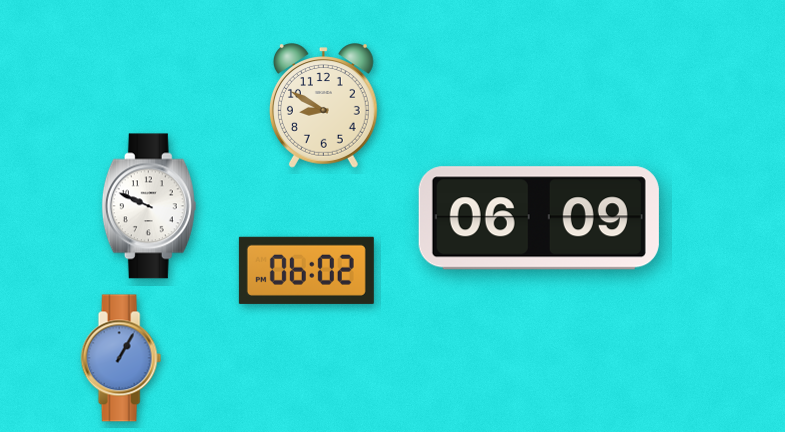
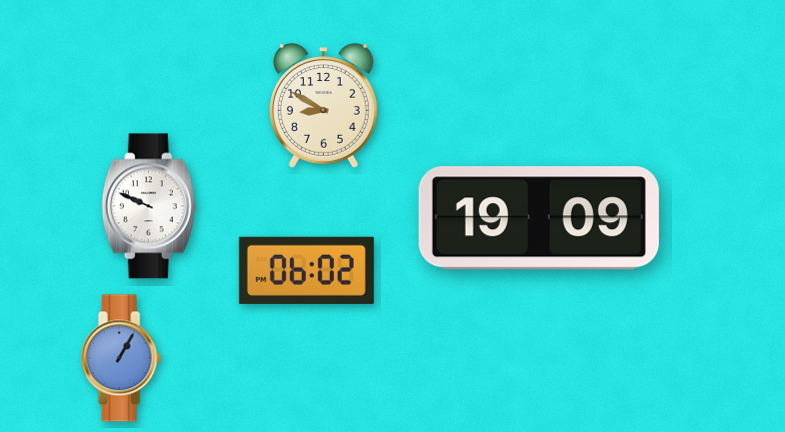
clock at (539, 218): 06:09 -> 19:09
